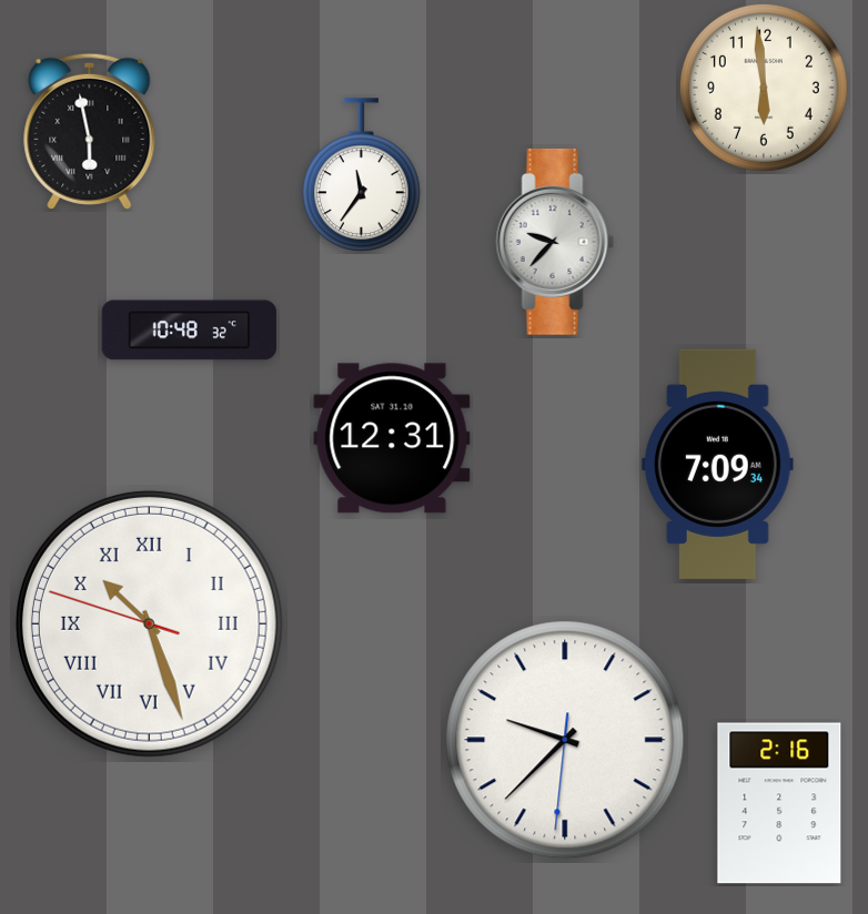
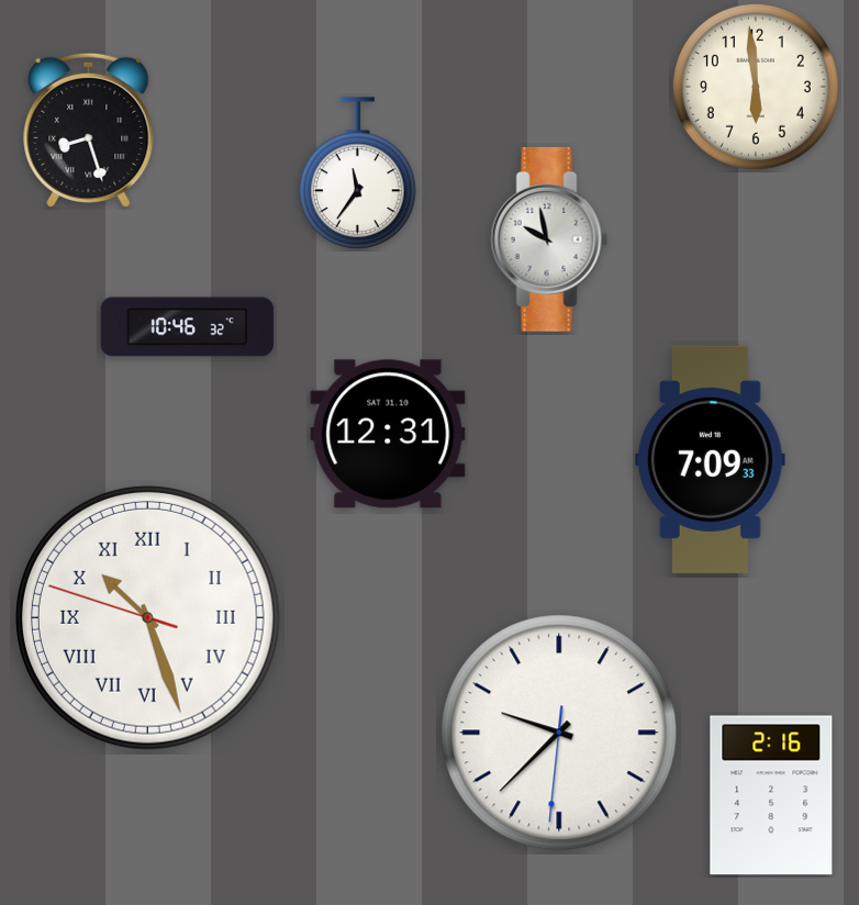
clock at (90, 131): 5:58 -> 8:27
clock at (555, 242): 9:37 -> 9:58
clock at (189, 331): 10:48 -> 10:46
clock at (717, 464): 7:09:34 -> 7:09:33
